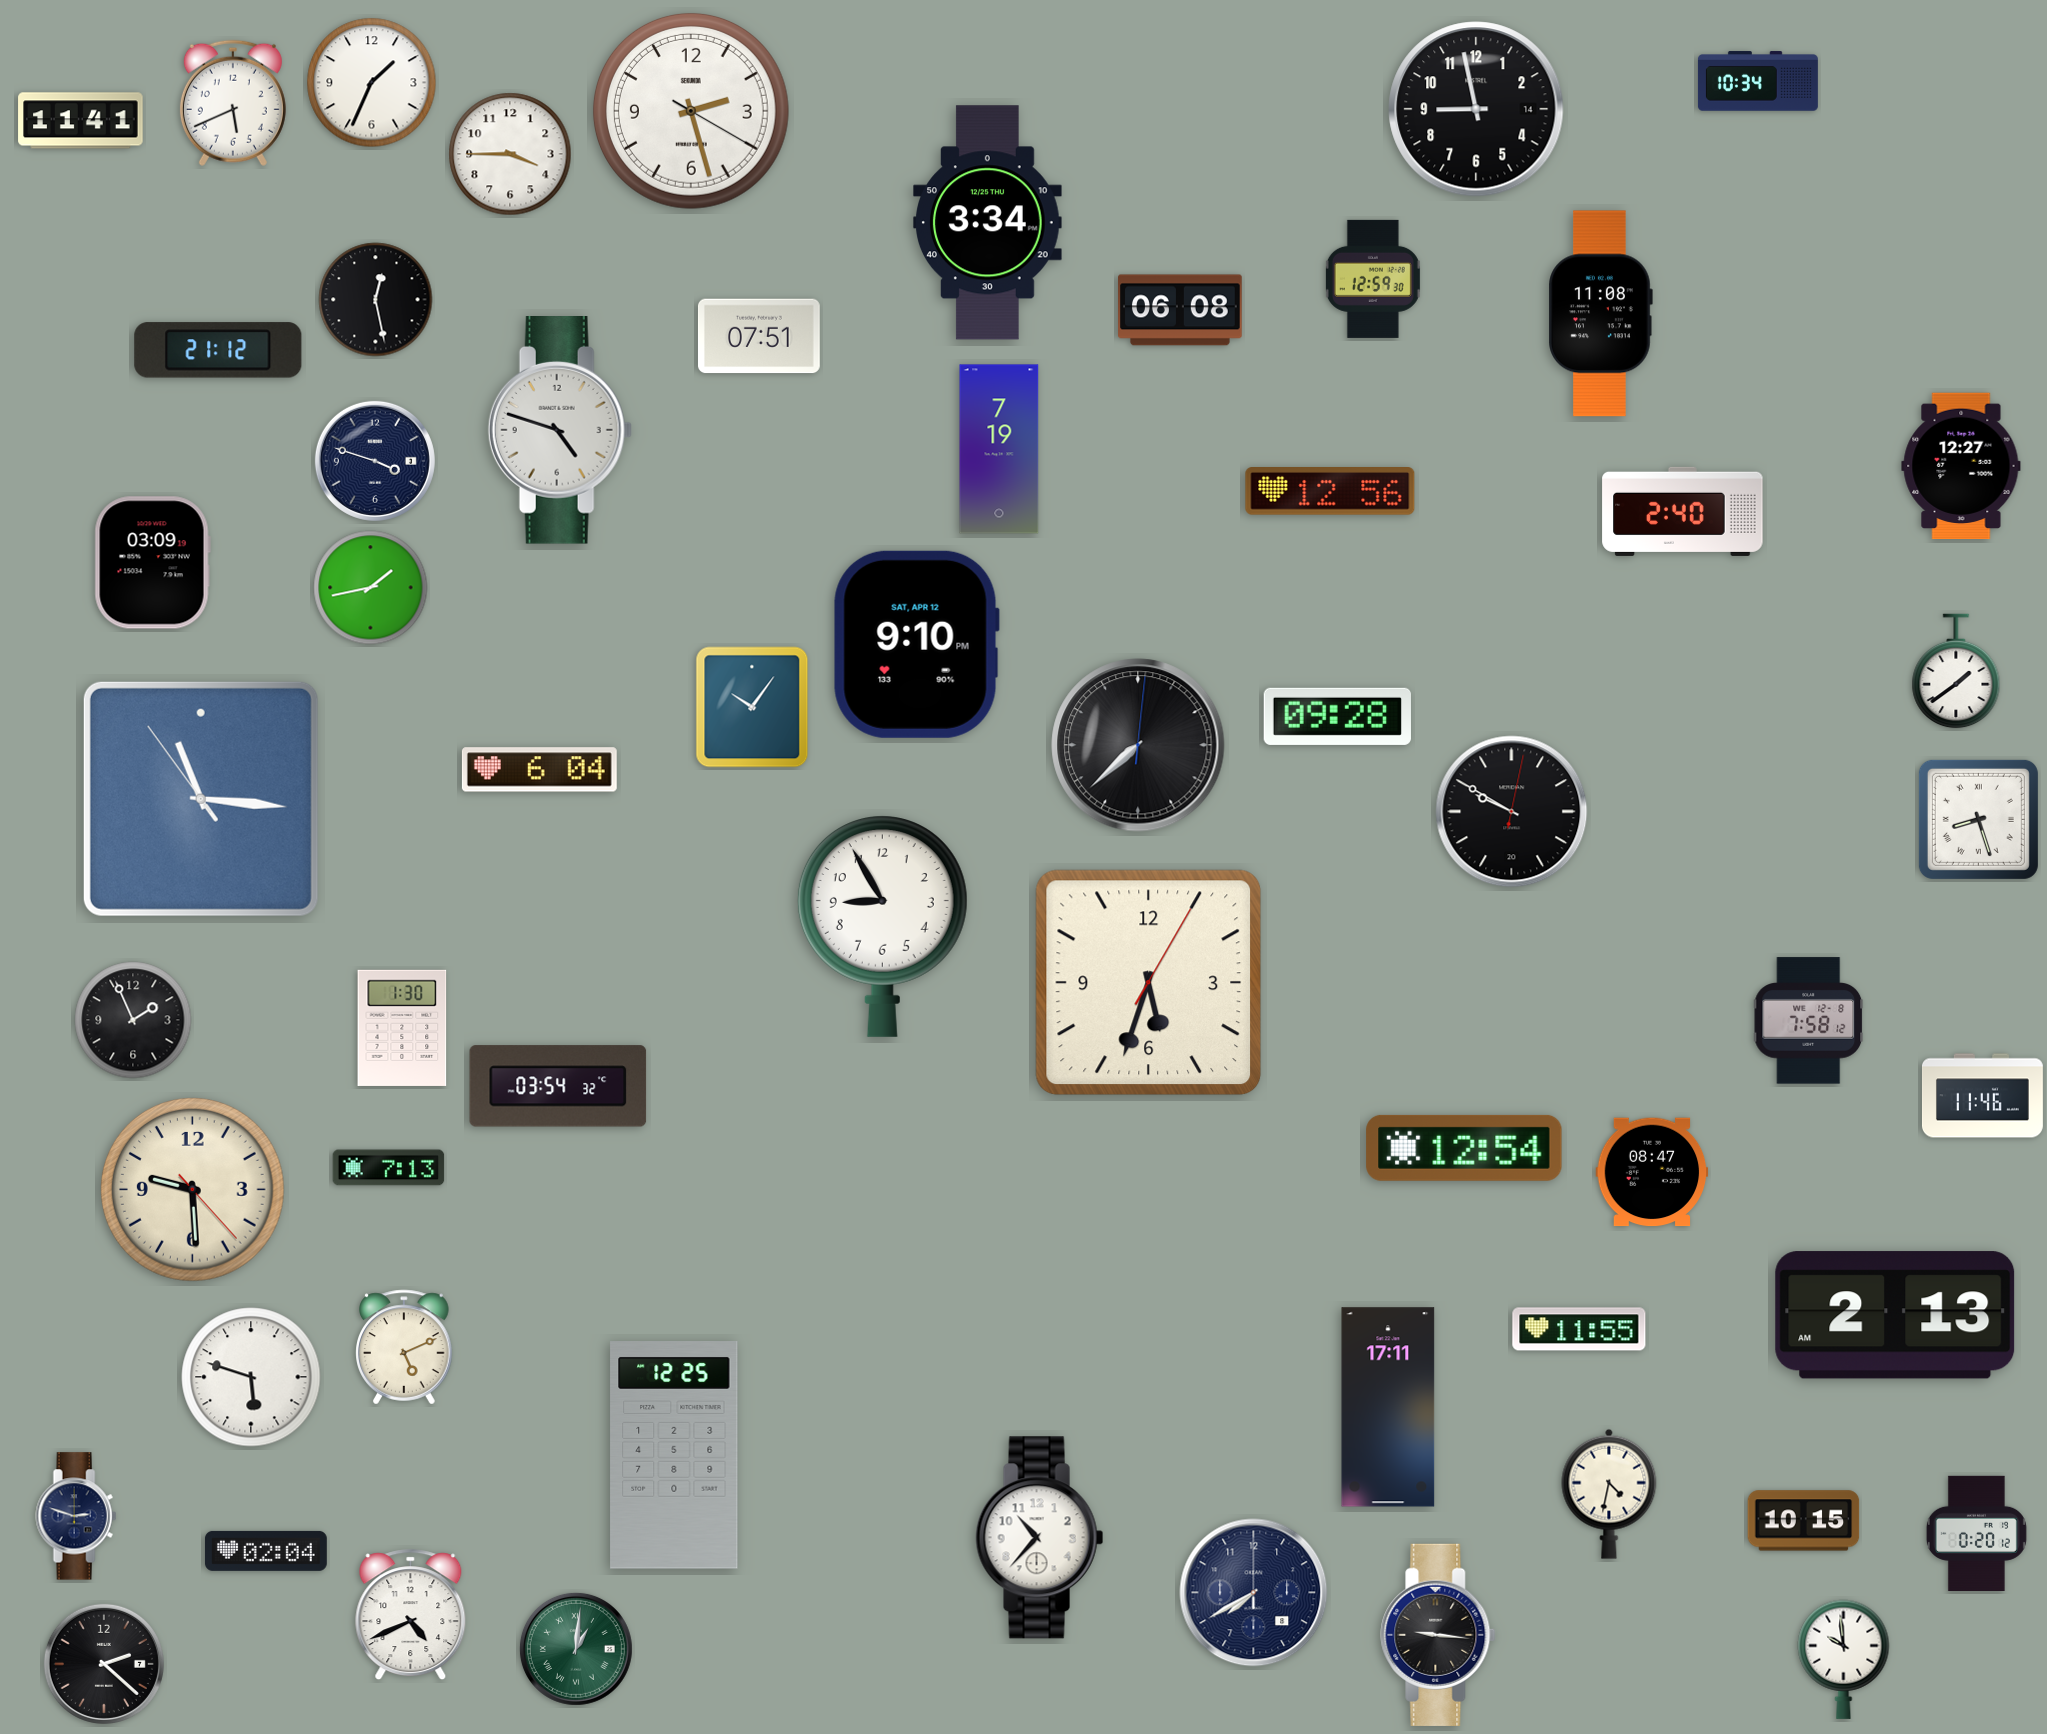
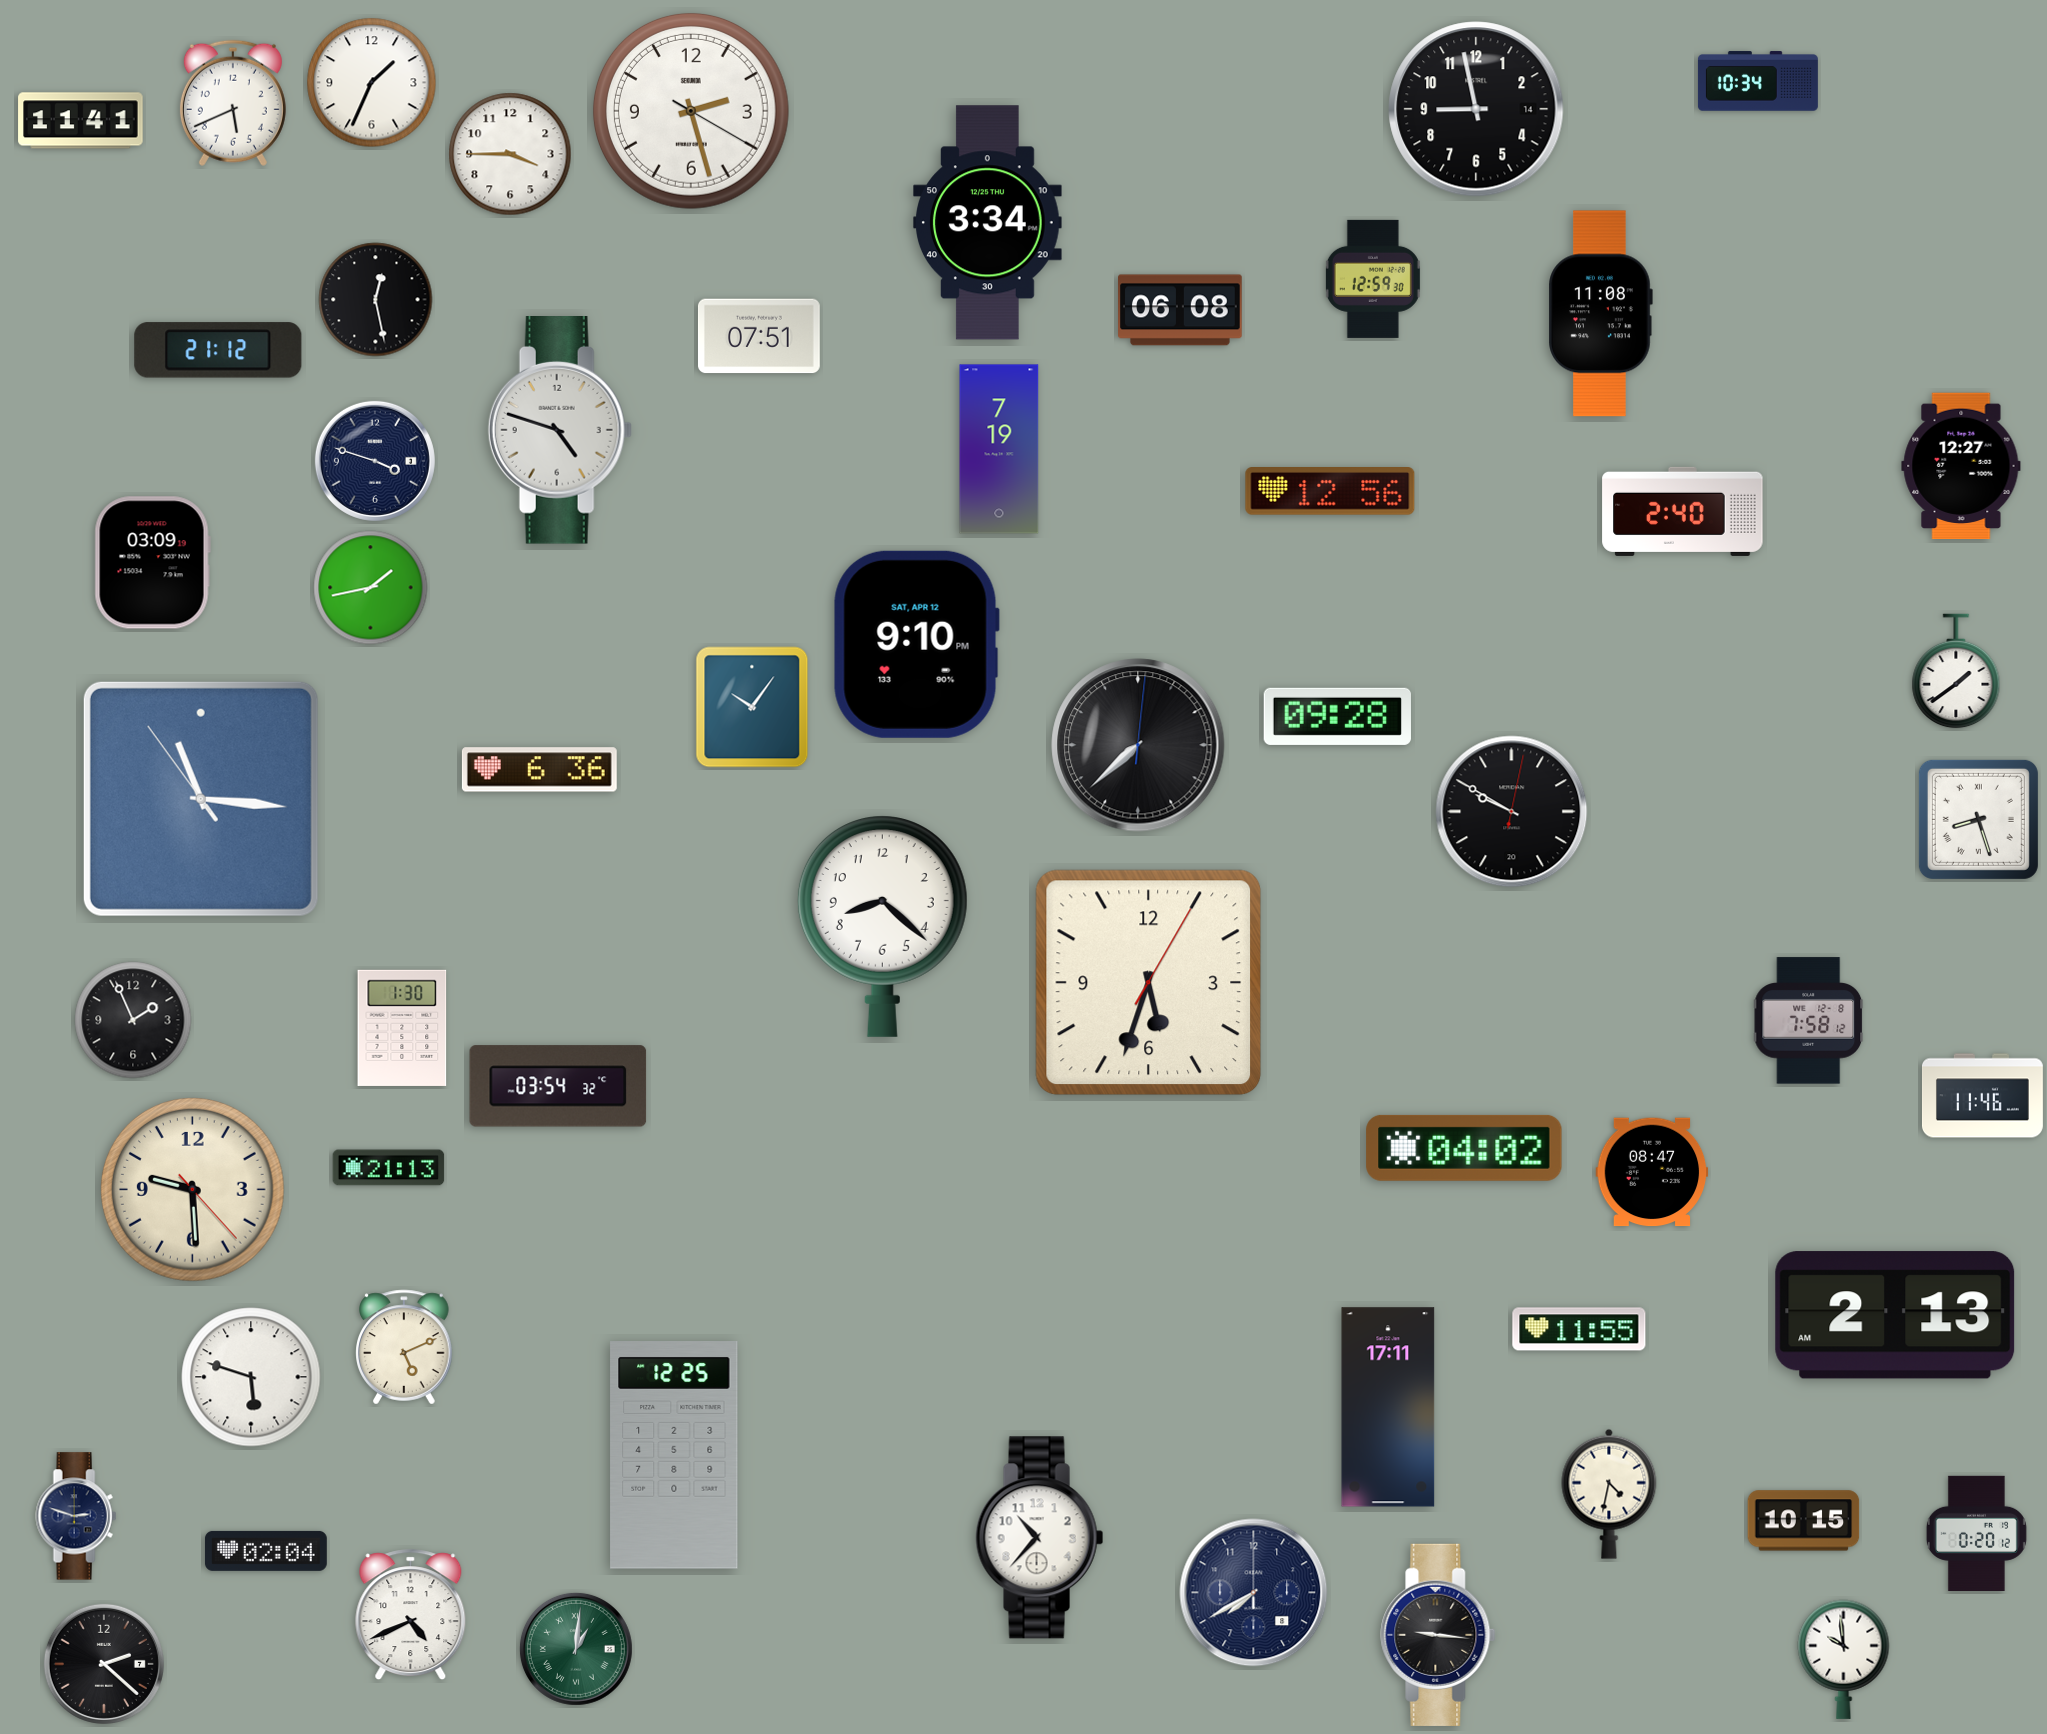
clock at (539, 770): 6:04 -> 6:36
clock at (882, 926): 8:55 -> 8:22
clock at (1464, 1148): 12:54 -> 04:02
clock at (389, 1168): 7:13 -> 21:13
